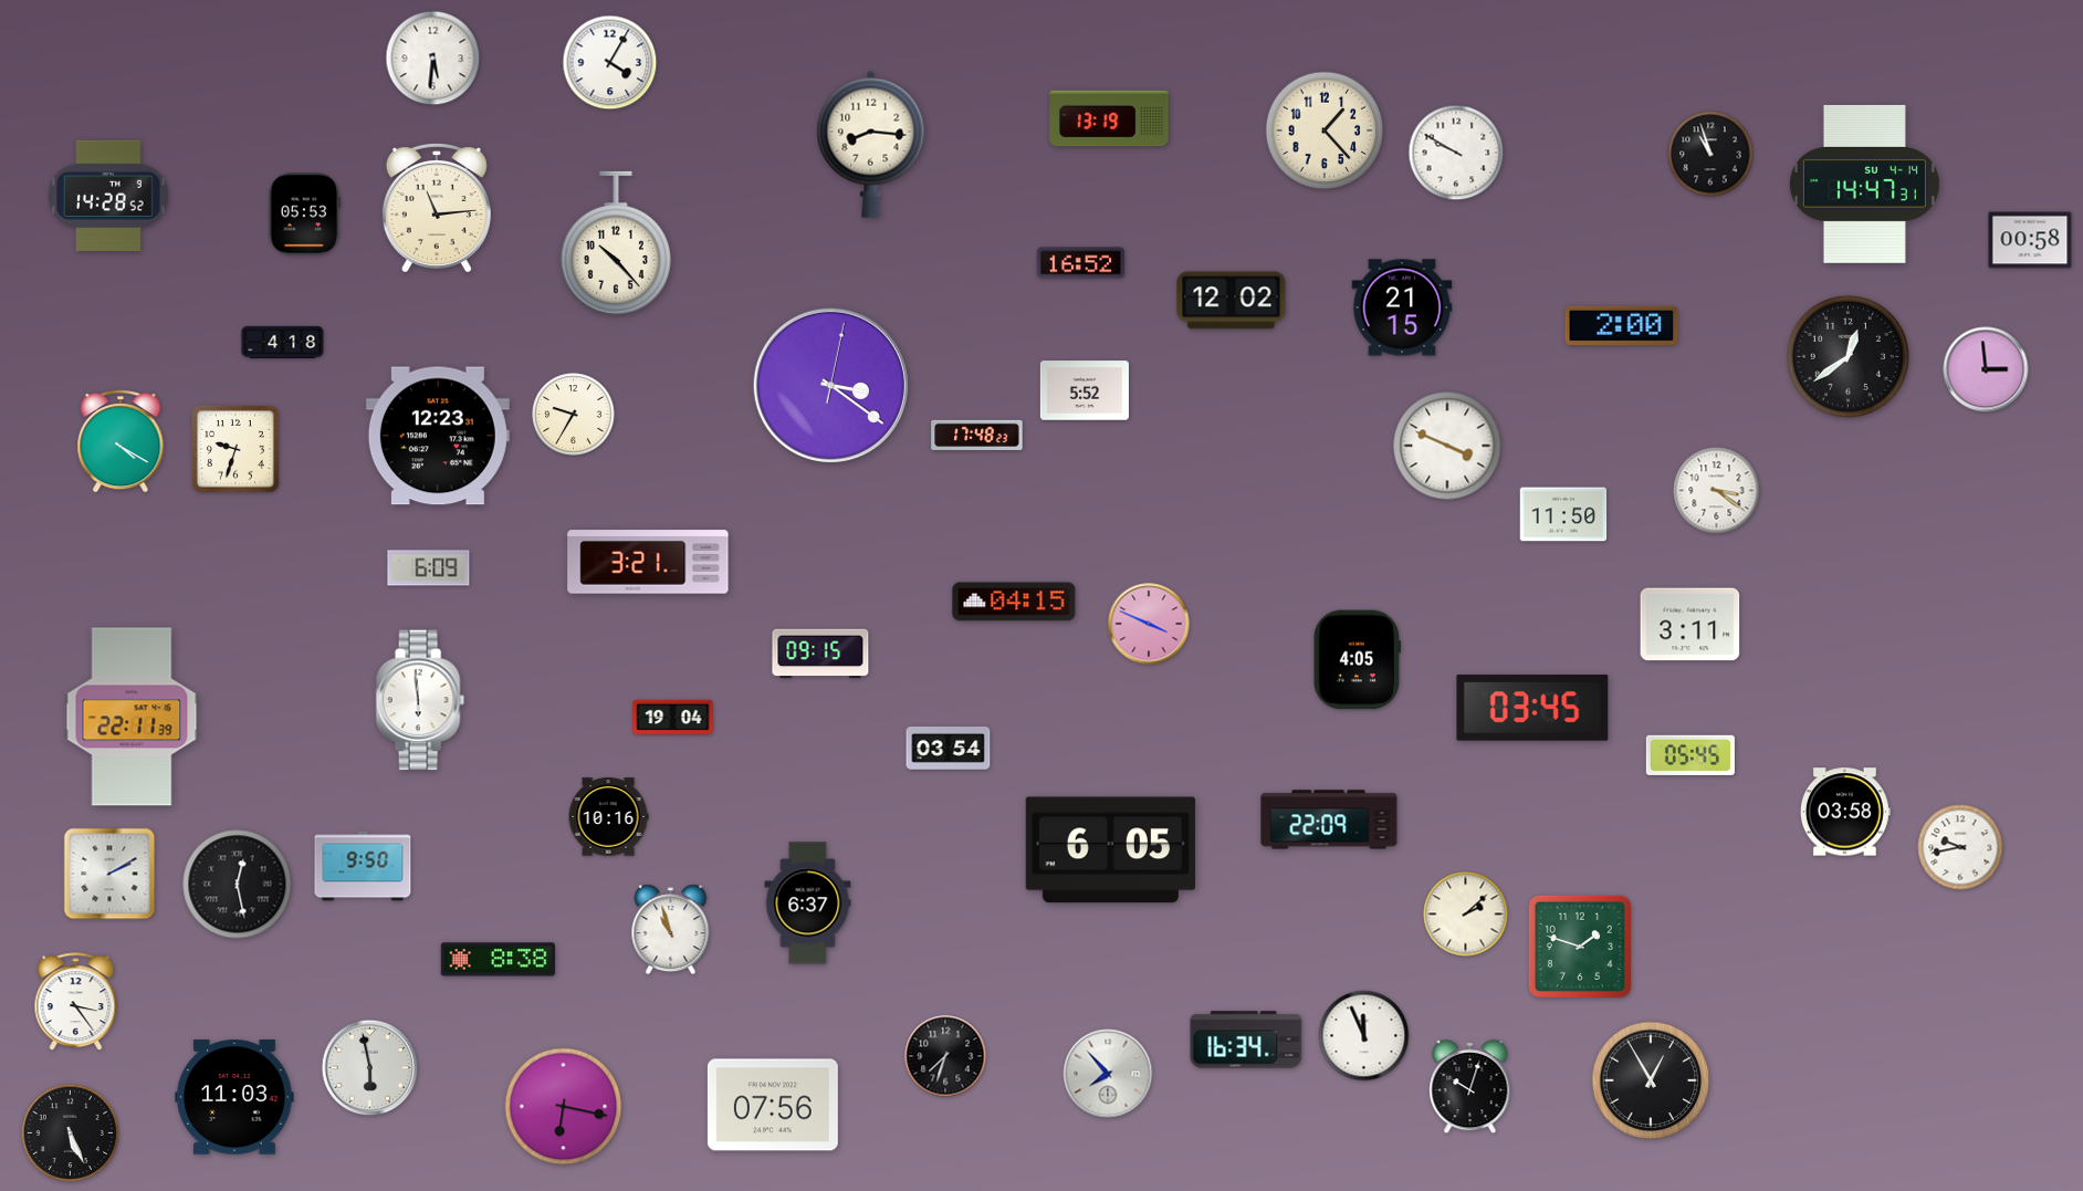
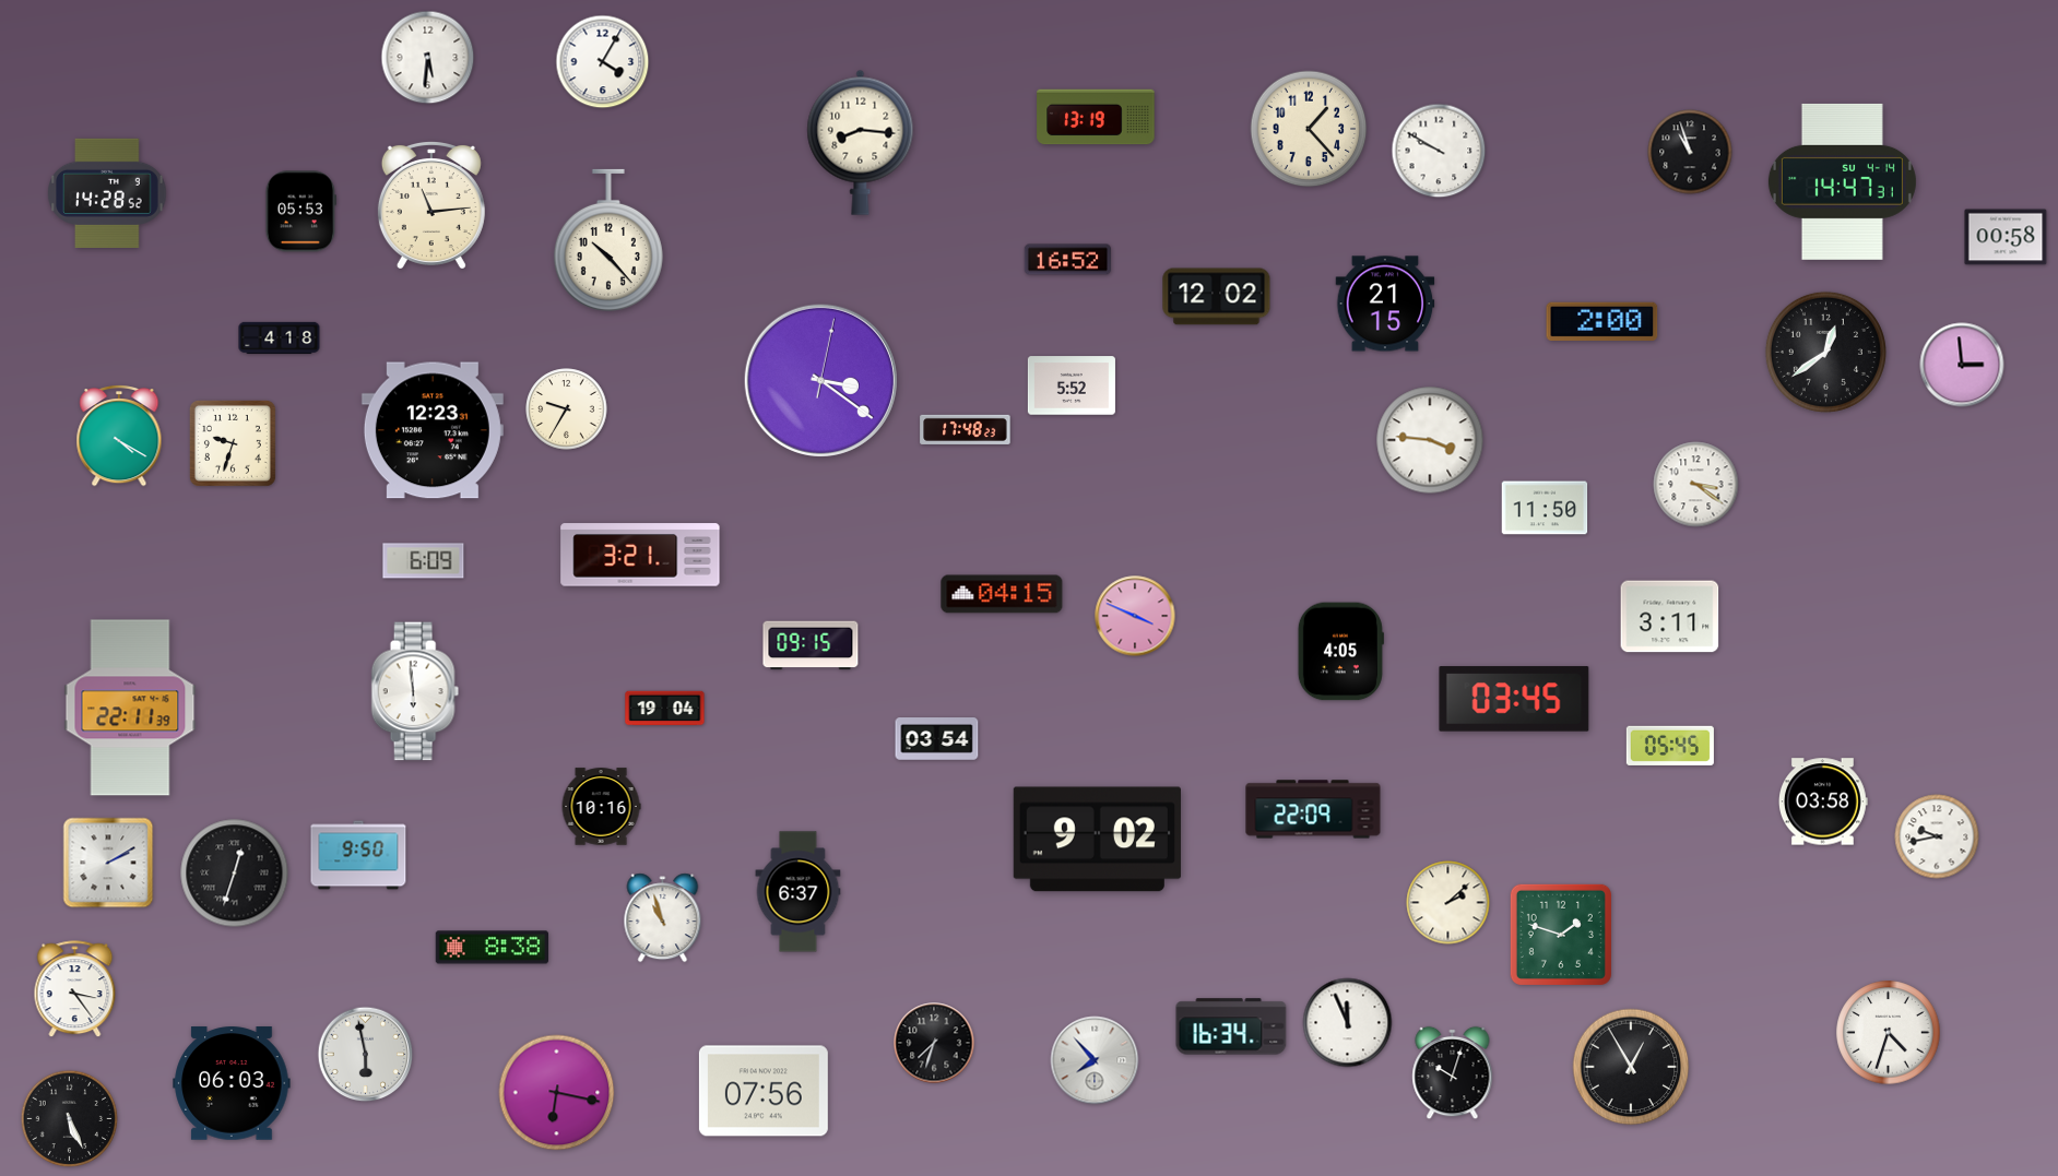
clock at (1447, 446): 3:49 -> 3:46
clock at (1110, 850): 6:05 -> 9:02
clock at (238, 885): 12:28 -> 12:33
clock at (1889, 1033): none -> 4:33
clock at (234, 1097): 11:03 -> 06:03
